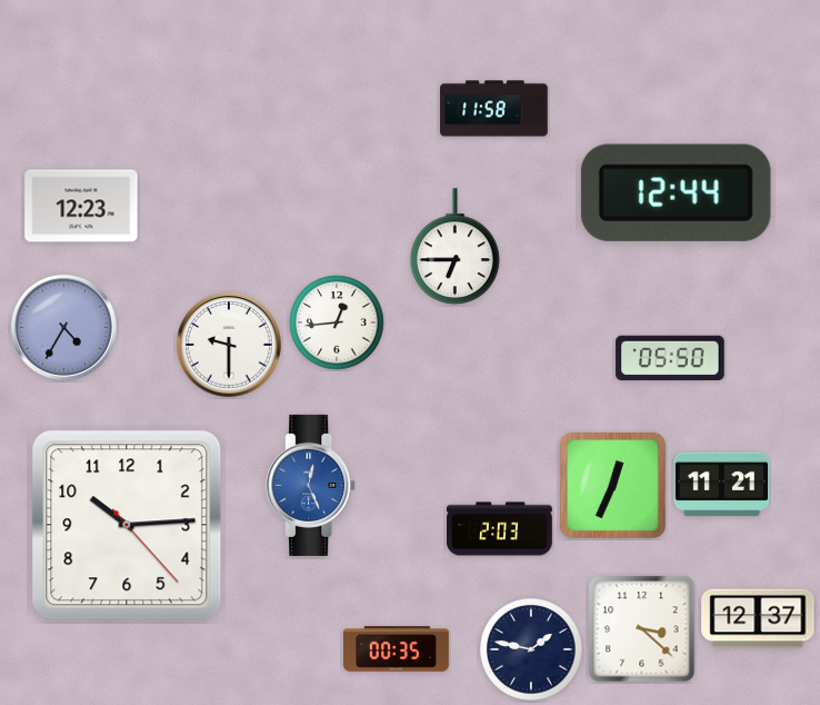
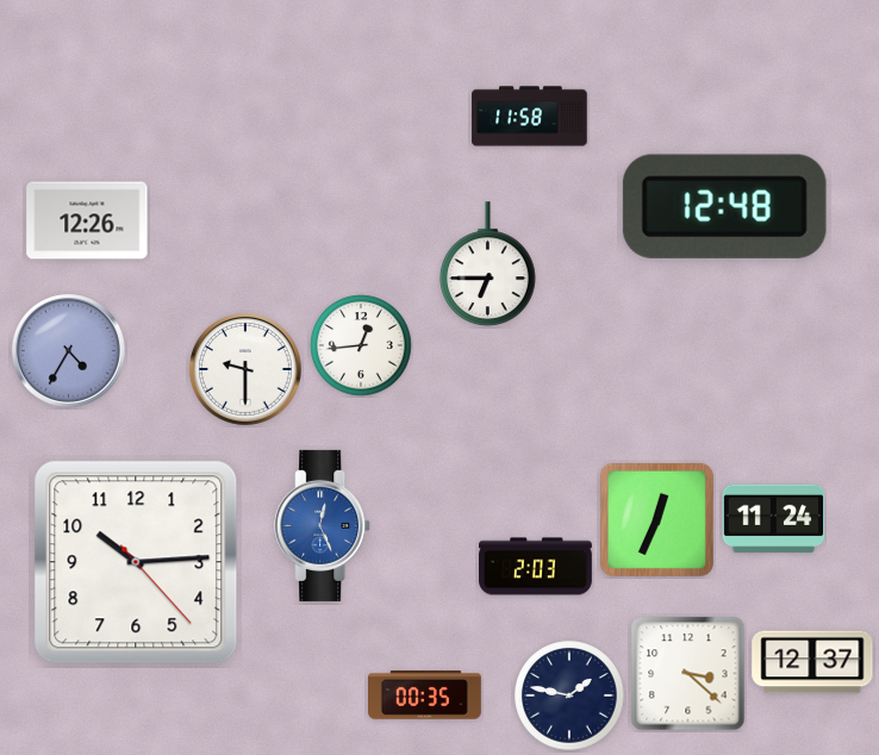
clock at (676, 192): 12:44 -> 12:48
clock at (81, 206): 12:23 -> 12:26
clock at (670, 358): 05:50 -> none
clock at (311, 485) position: (311, 485) -> (323, 525)
clock at (722, 485): 11:21 -> 11:24
